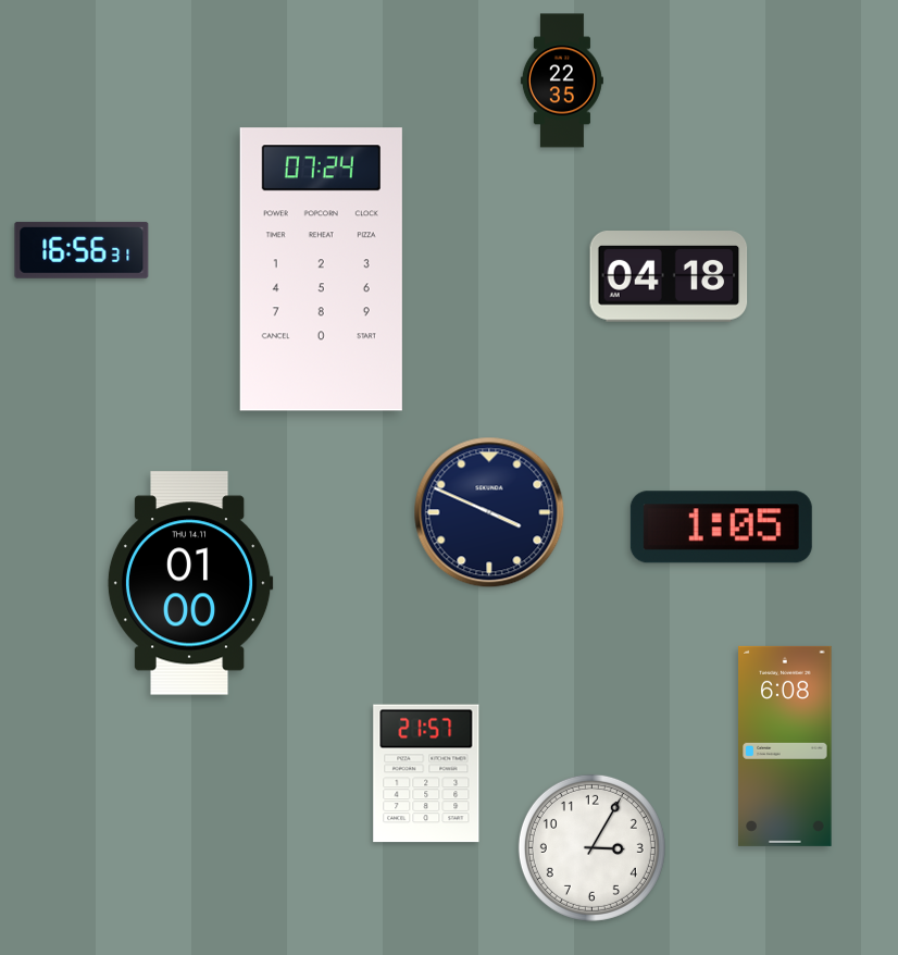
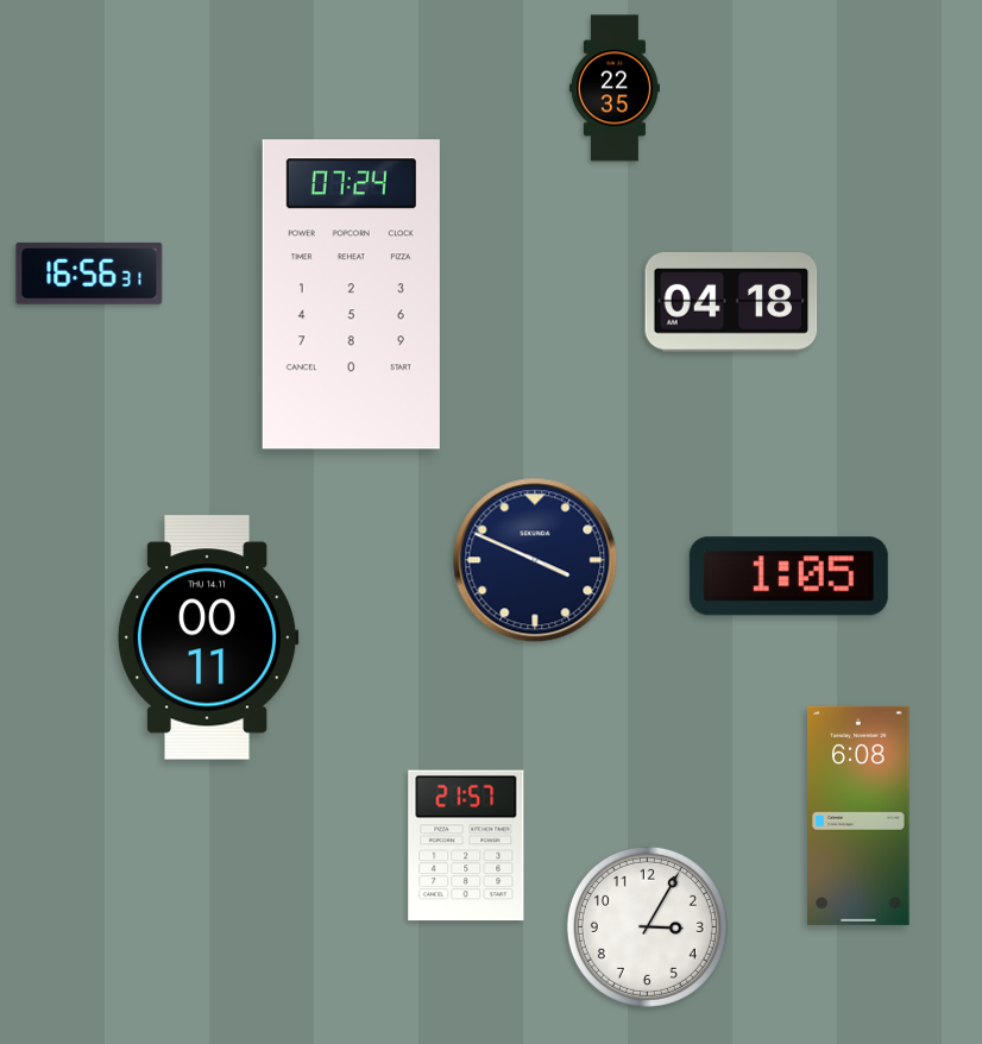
clock at (190, 583): 01:00 -> 00:11
